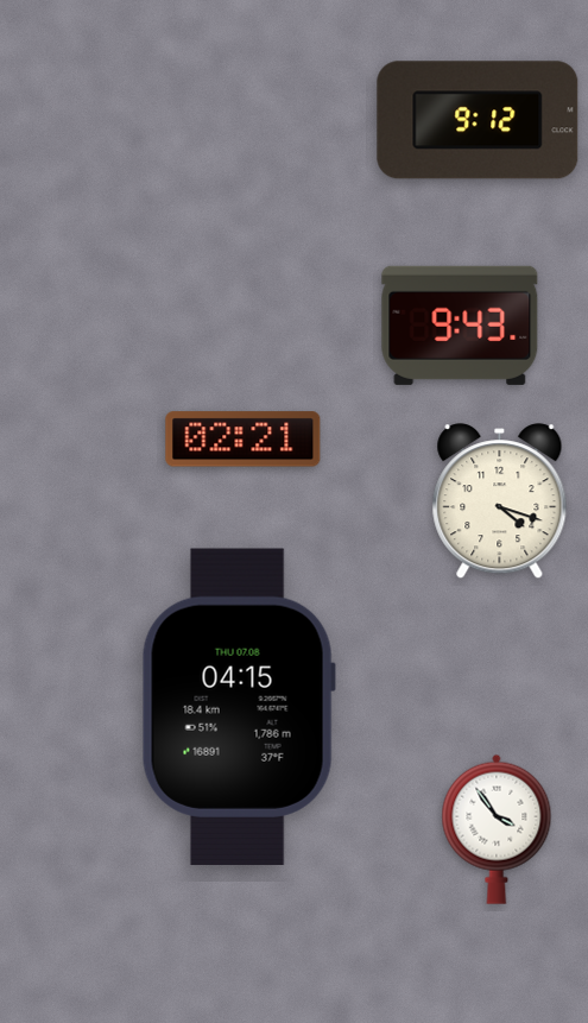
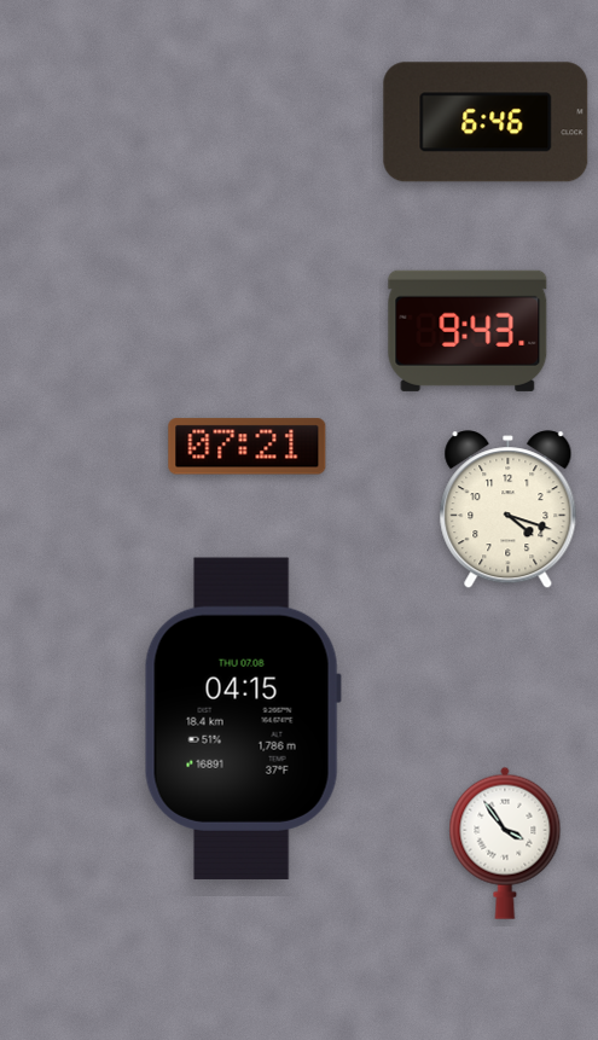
clock at (478, 120): 9:12 -> 6:46
clock at (244, 440): 02:21 -> 07:21
